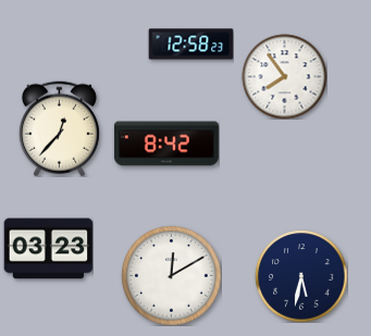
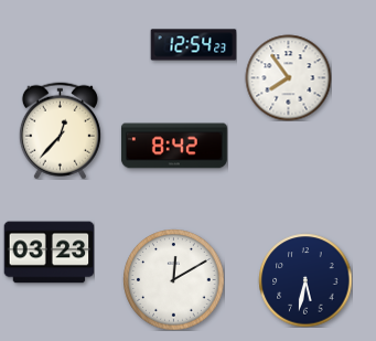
clock at (190, 45): 12:58 -> 12:54
clock at (166, 144) position: (166, 144) -> (174, 146)
